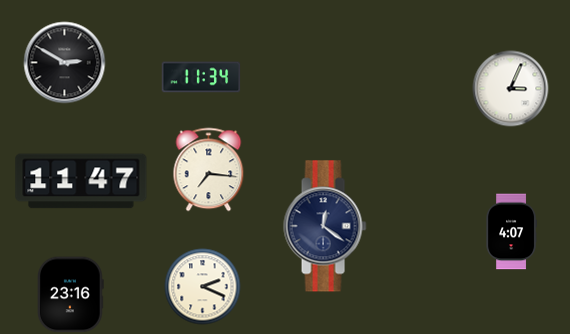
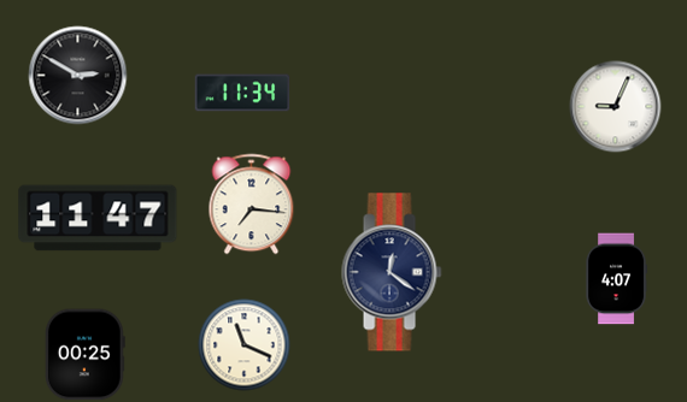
clock at (511, 89): 3:04 -> 9:04
clock at (203, 287): 2:19 -> 11:19
clock at (71, 295): 23:16 -> 00:25
